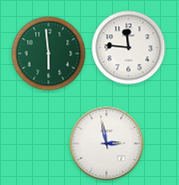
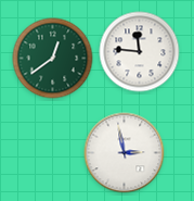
clock at (49, 54): 5:59 -> 12:39
clock at (107, 144) position: (107, 144) -> (125, 153)
